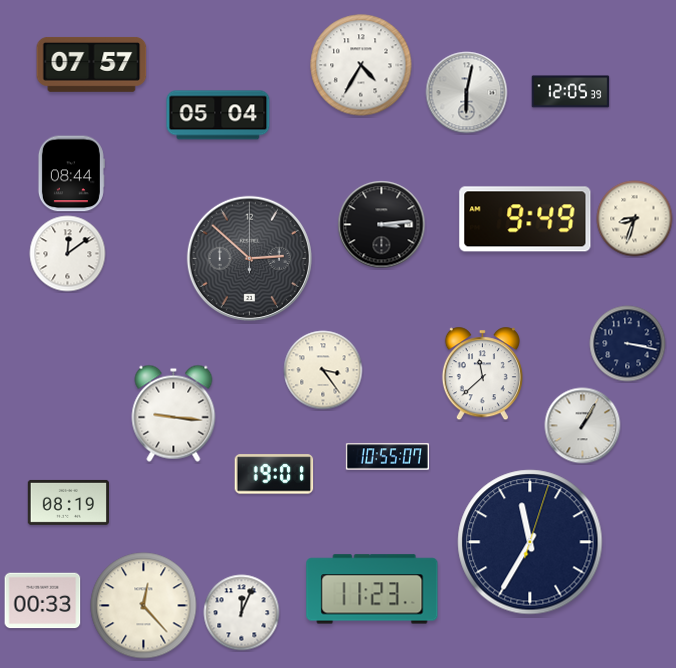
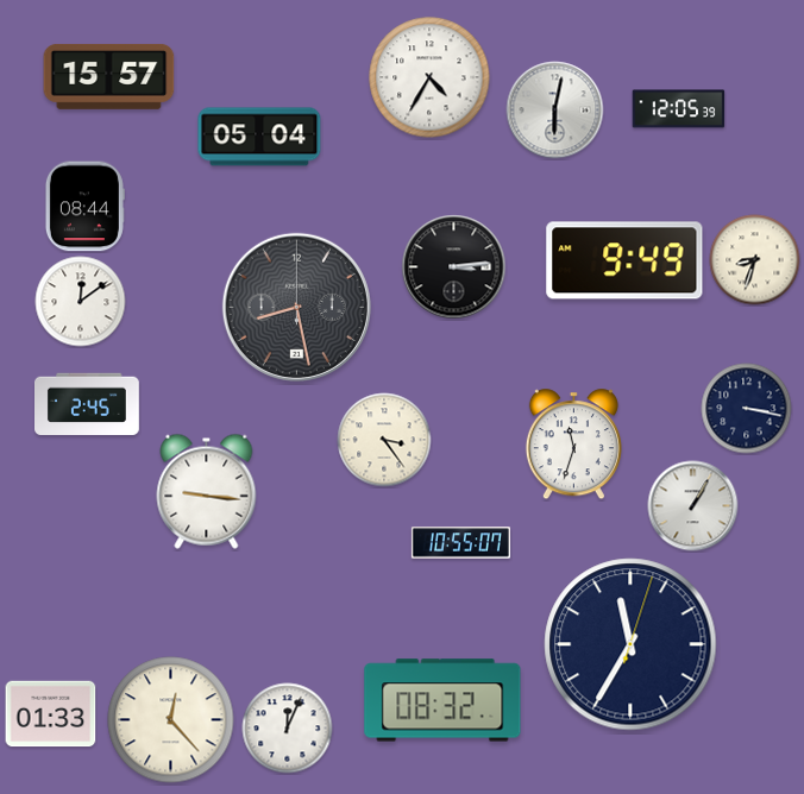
clock at (92, 64): 07:57 -> 15:57
clock at (249, 258): 2:52 -> 8:28
clock at (88, 403): none -> 2:45
clock at (482, 374): 11:38 -> 11:33
clock at (274, 474): 19:01 -> none
clock at (68, 502): 08:19 -> none
clock at (372, 589): 11:23 -> 08:32
clock at (43, 601): 00:33 -> 01:33
